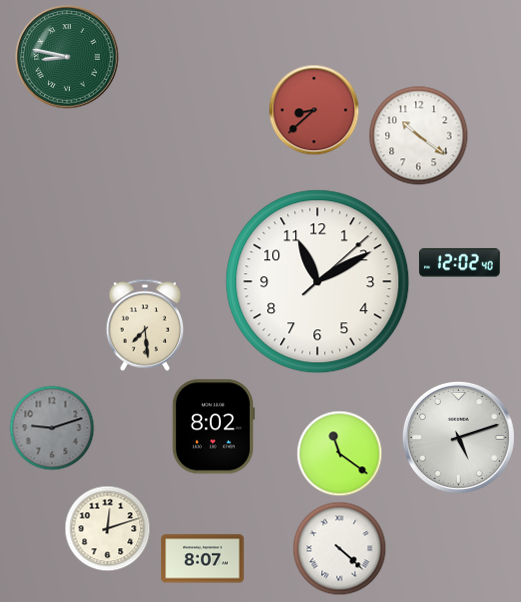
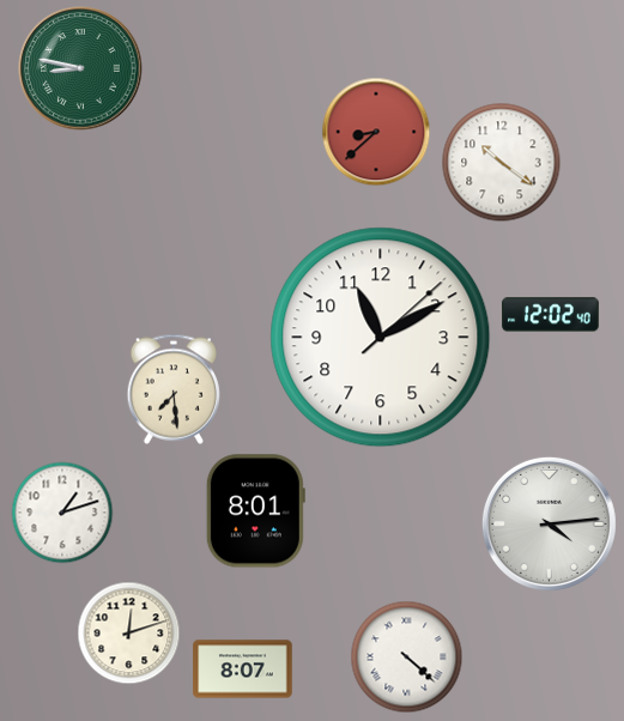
clock at (213, 427): 8:02 -> 8:01
clock at (52, 428): 9:12 -> 1:12
clock at (52, 428) dial: grey -> white
clock at (458, 437): 5:12 -> 4:14
clock at (339, 453): 11:21 -> none
